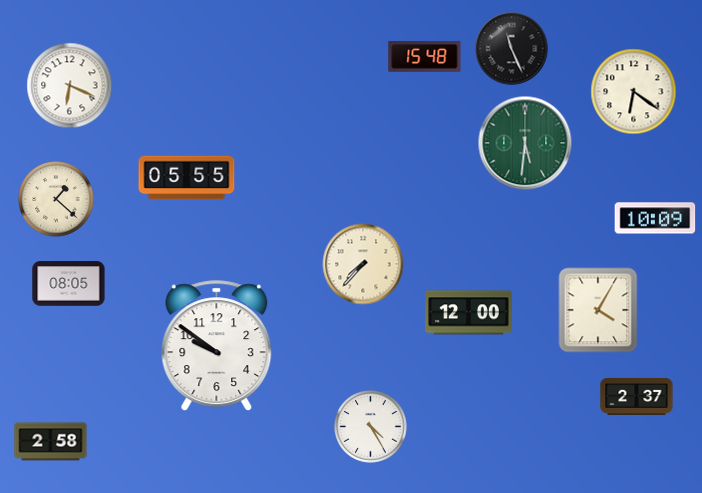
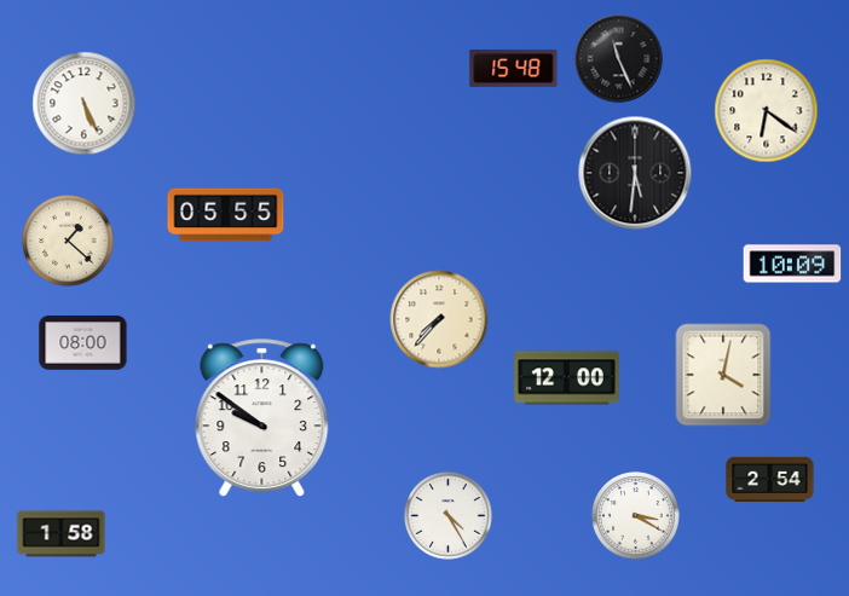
clock at (70, 86): 6:19 -> 5:26
clock at (525, 143) dial: green -> black
clock at (69, 284): 08:05 -> 08:00
clock at (598, 310): 4:05 -> 4:02
clock at (637, 396): 2:37 -> 2:54
clock at (636, 516): none -> 3:20
clock at (51, 442): 2:58 -> 1:58
